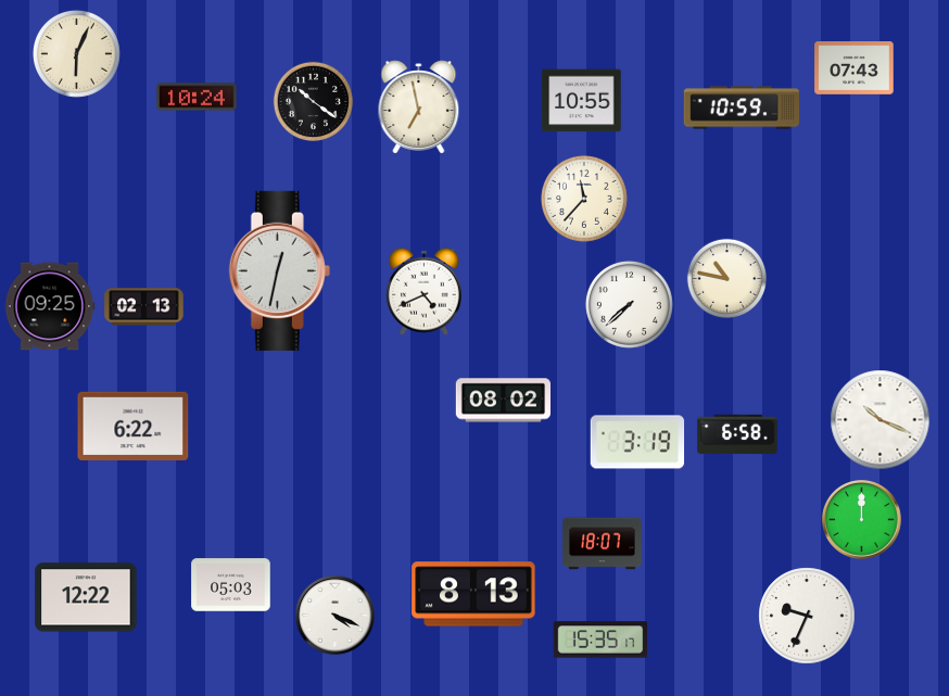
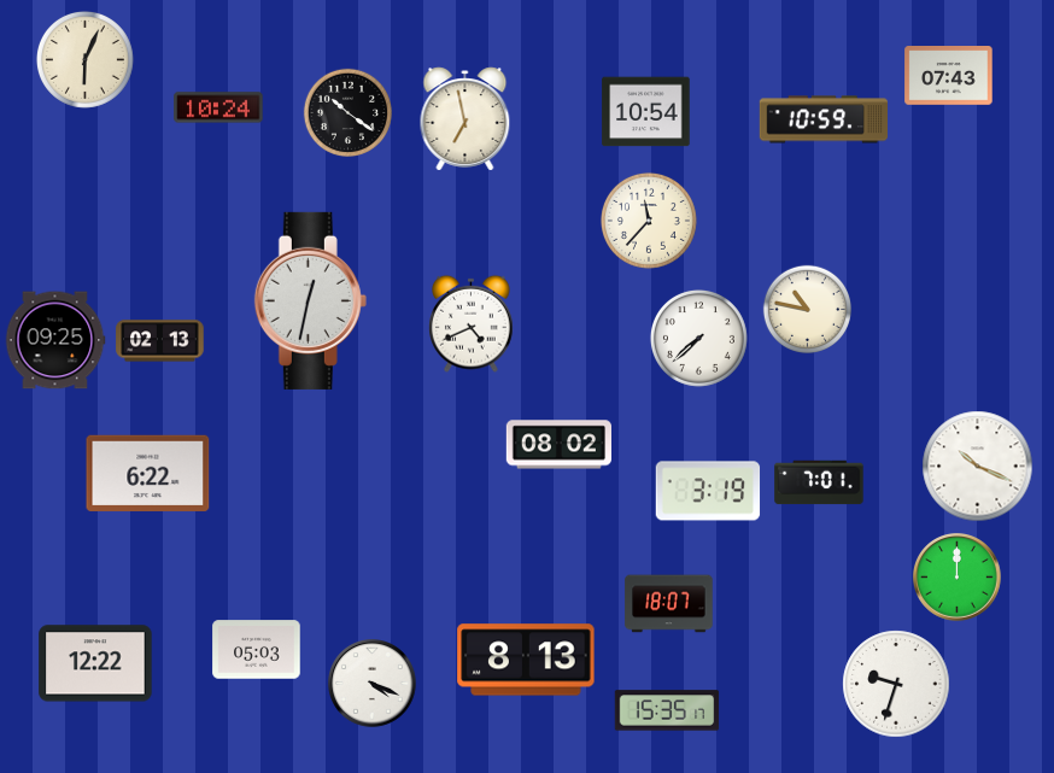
clock at (582, 101): 10:55 -> 10:54
clock at (737, 434): 6:58 -> 7:01
clock at (807, 616): 9:34 -> 9:33
